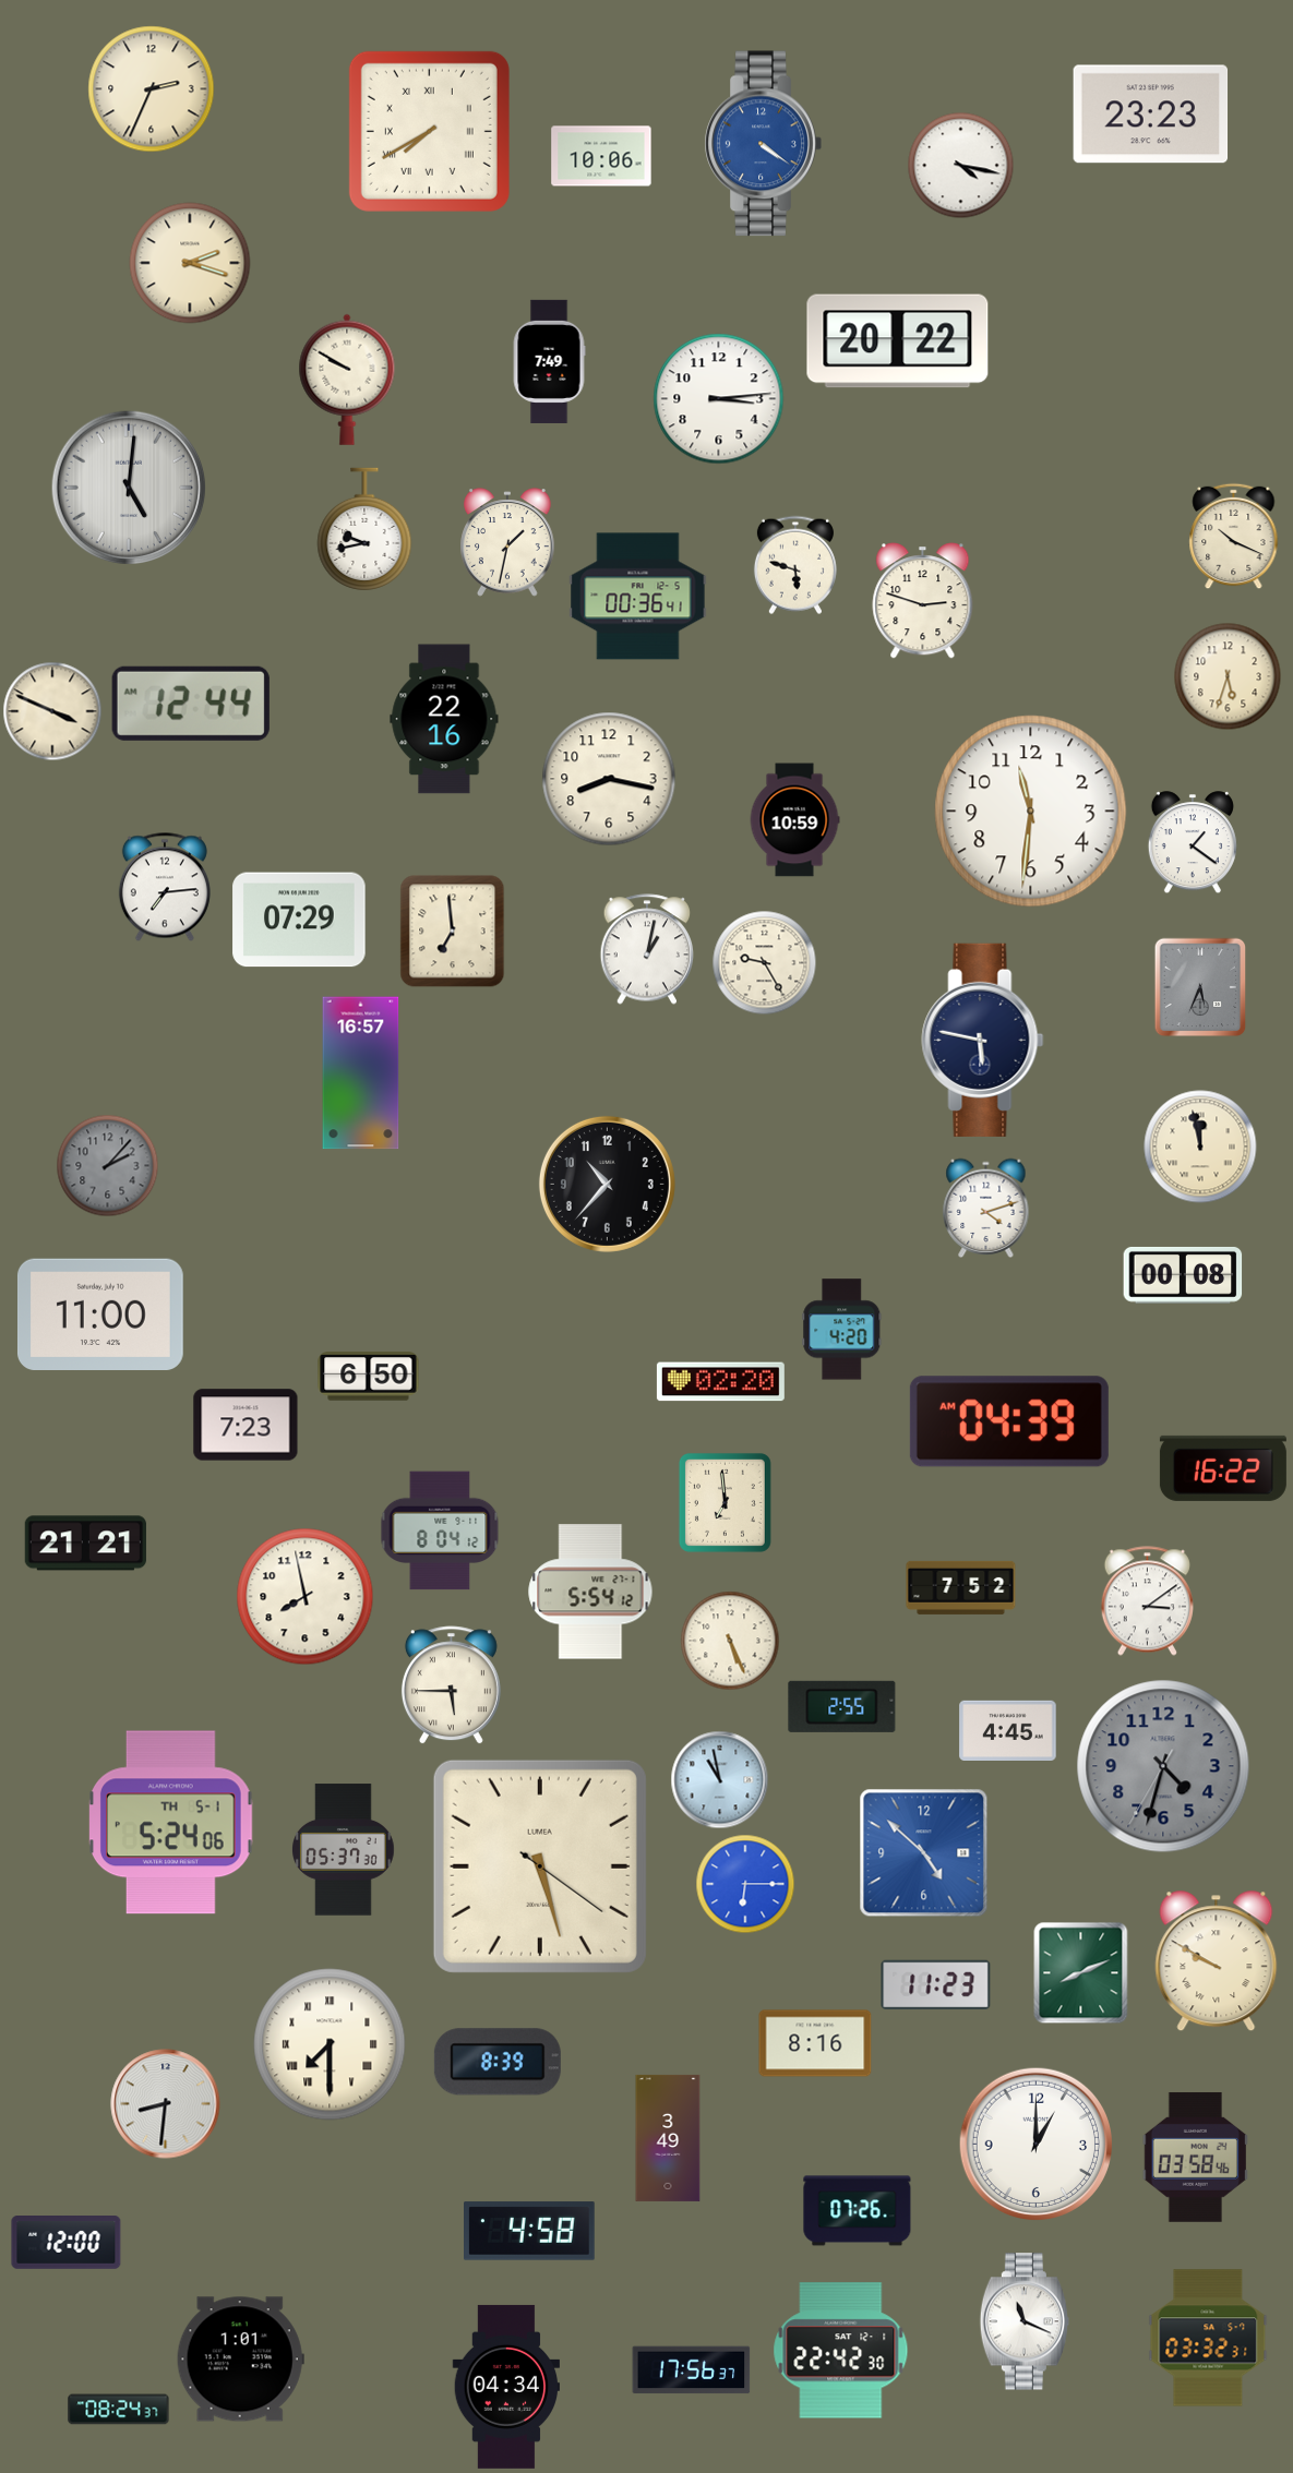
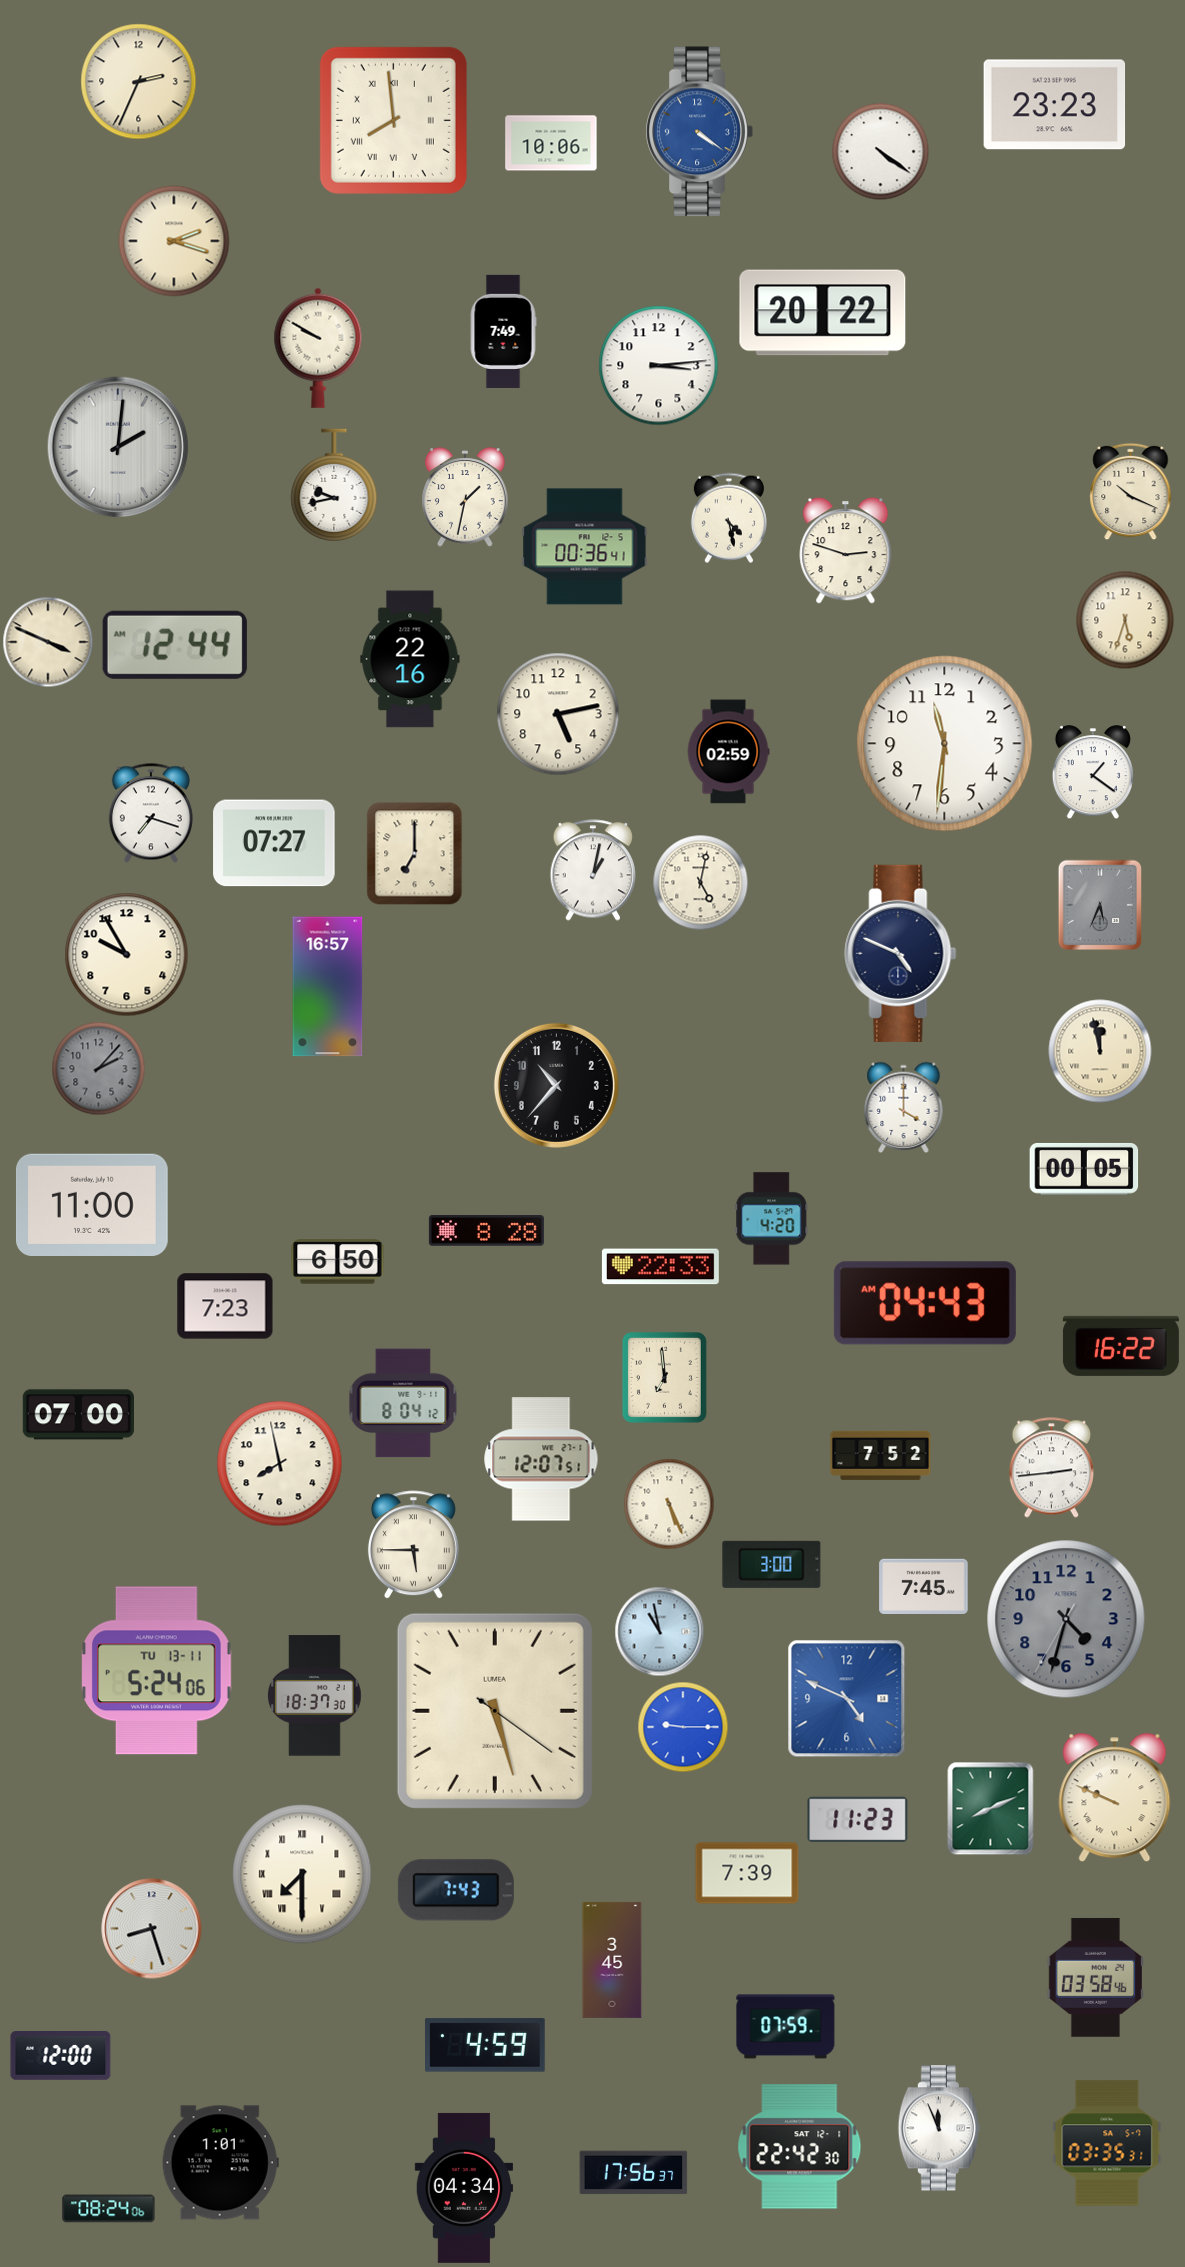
clock at (429, 131): 7:40 -> 7:59
clock at (961, 166): 4:17 -> 4:21
clock at (129, 488): 5:01 -> 2:01
clock at (795, 565): 5:48 -> 4:28
clock at (52, 711) position: (52, 711) -> (48, 642)
clock at (444, 719) position: (444, 719) -> (410, 659)
clock at (609, 779): 8:17 -> 5:13
clock at (794, 820): 10:59 -> 02:59
clock at (165, 887): 7:14 -> 7:18
clock at (299, 920): 07:29 -> 07:27
clock at (453, 932): 6:59 -> 7:00
clock at (765, 963): 9:25 -> 5:02
clock at (983, 1040): 5:47 -> 4:49
clock at (127, 955): none -> 9:55
clock at (361, 1073) position: (361, 1073) -> (328, 987)
clock at (986, 1208): 4:12 -> 4:00
clock at (1183, 1275): 00:08 -> 00:05
clock at (486, 1231): none -> 8:28
clock at (720, 1382): 02:20 -> 22:33
clock at (1009, 1421): 04:39 -> 04:43
clock at (85, 1544): 21:21 -> 07:00
clock at (590, 1592): 5:54 -> 12:07
clock at (1147, 1601): 3:09 -> 2:44
clock at (842, 1706): 2:55 -> 3:00
clock at (1008, 1731): 4:45 -> 7:45
clock at (171, 1823) date: TH 5-1 -> TU 13-11
clock at (344, 1850): 05:37 -> 18:37
clock at (924, 1853): 4:52 -> 4:49
clock at (745, 1884): 6:15 -> 9:15
clock at (1217, 1961): 9:50 -> 9:49
clock at (815, 2043): 8:16 -> 7:39
clock at (498, 2062): 8:39 -> 7:43
clock at (166, 2104): 8:31 -> 8:27
clock at (668, 2138): 3:49 -> 3:45
clock at (1035, 2144): 1:00 -> none
clock at (858, 2211): 07:26 -> 07:59
clock at (530, 2231): 4:58 -> 4:59
clock at (1023, 2321): 11:19 -> 11:56
clock at (1208, 2338): 03:32 -> 03:35
clock at (841, 2351) position: (841, 2351) -> (800, 2147)
clock at (119, 2410): 08:24:37 -> 08:24:06
